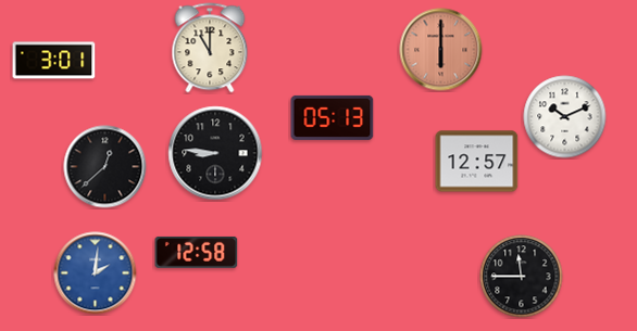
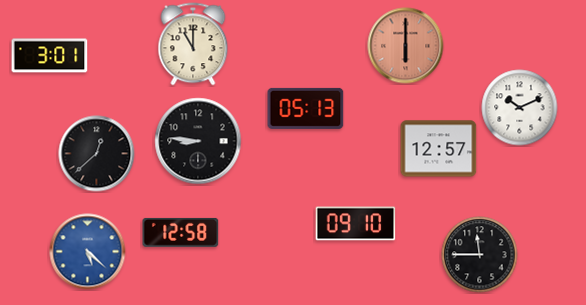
clock at (356, 224): none -> 09:10
clock at (96, 273): 2:01 -> 5:22
